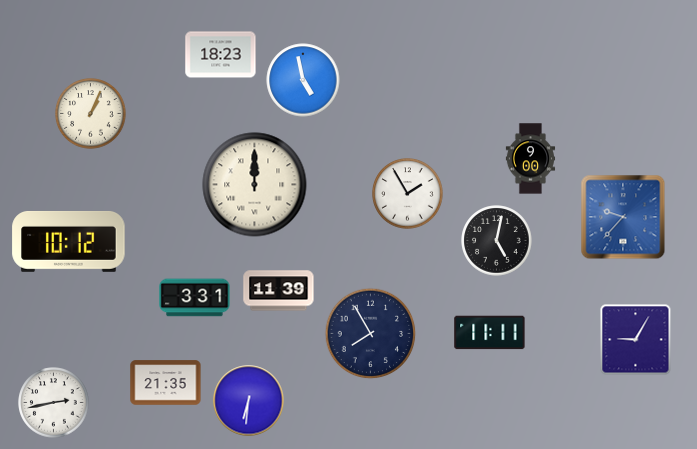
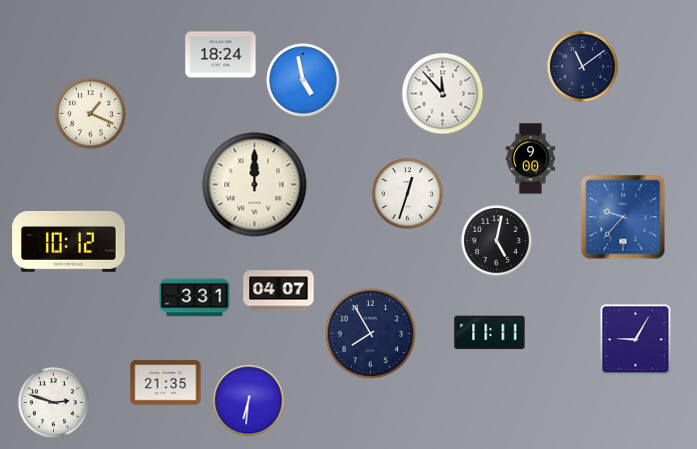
clock at (221, 55): 18:23 -> 18:24
clock at (583, 67): none -> 11:09
clock at (443, 94): none -> 11:53
clock at (91, 114): 1:04 -> 1:19
clock at (408, 194): 1:55 -> 12:33
clock at (279, 291): 11:39 -> 04:07
clock at (54, 403): 2:43 -> 2:48
